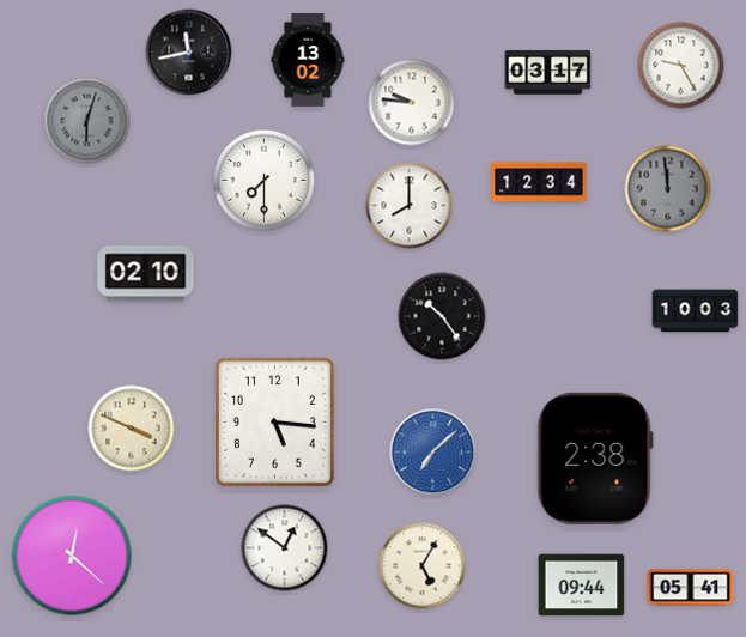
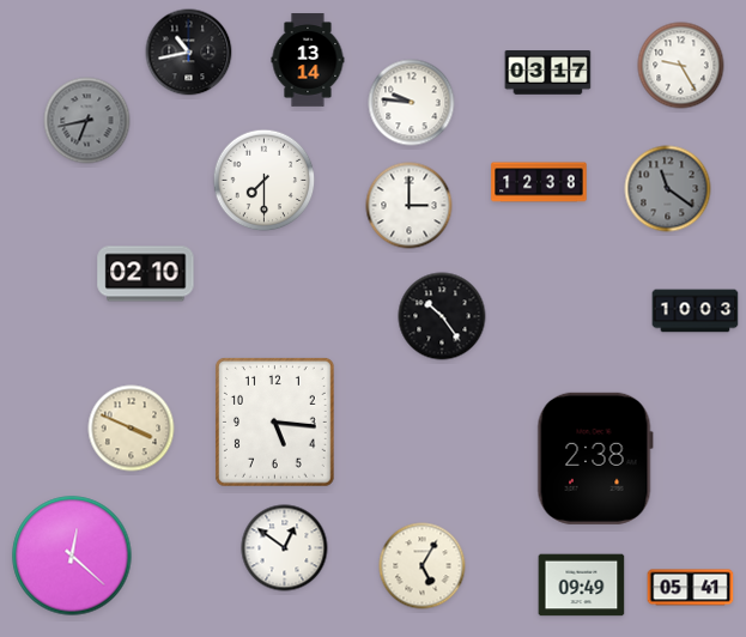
clock at (189, 53): 11:43 -> 10:43
clock at (308, 60): 13:02 -> 13:14
clock at (87, 121): 6:03 -> 6:43
clock at (539, 182): 12:34 -> 12:38
clock at (668, 189): 11:59 -> 11:21
clock at (410, 206): 8:00 -> 3:00
clock at (433, 453): 7:08 -> none
clock at (582, 586): 09:44 -> 09:49
